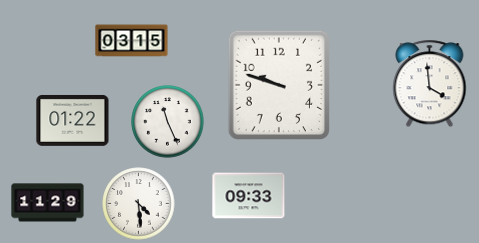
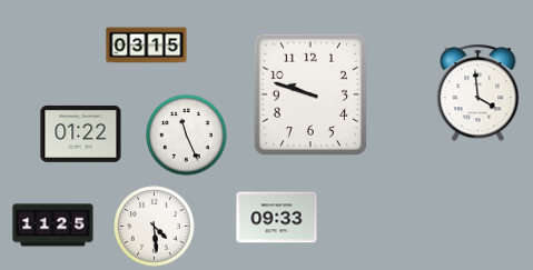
clock at (48, 203): 11:29 -> 11:25
